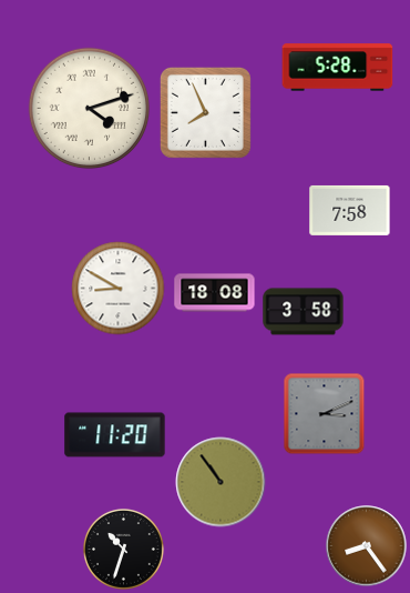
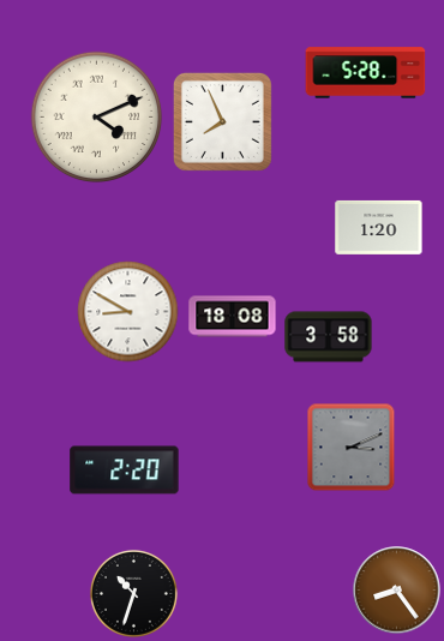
clock at (90, 109): 4:12 -> 4:11
clock at (350, 210): 7:58 -> 1:20
clock at (115, 435): 11:20 -> 2:20
clock at (221, 482): 10:54 -> none
